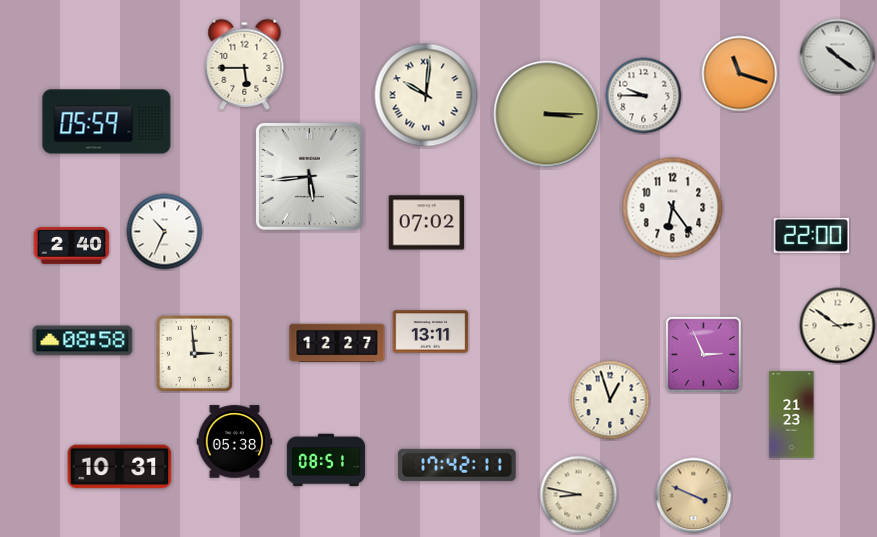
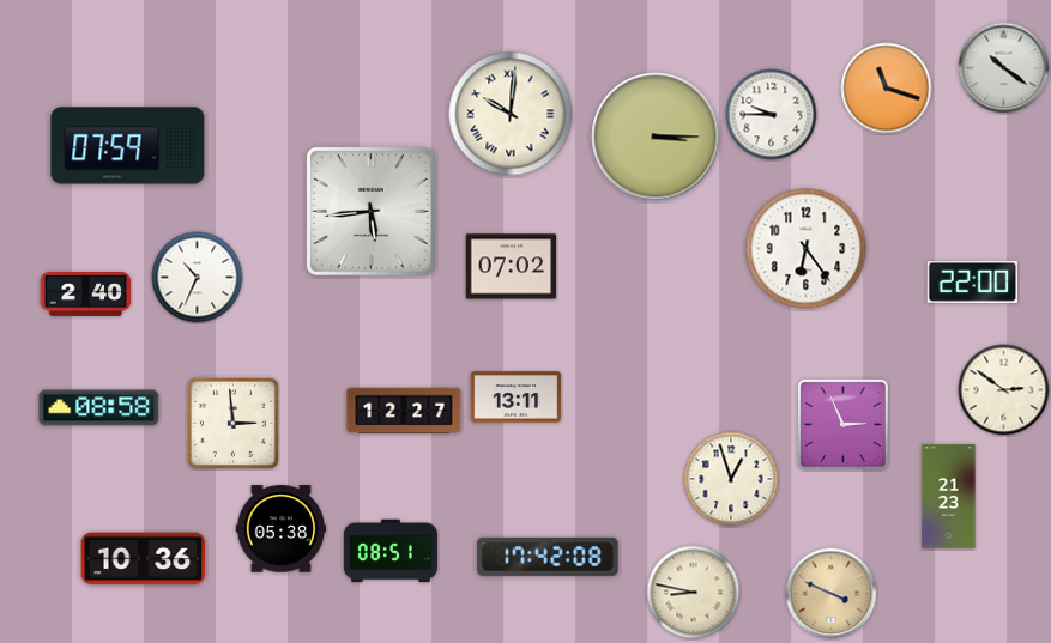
clock at (245, 64): 5:45 -> none
clock at (107, 122): 05:59 -> 07:59
clock at (457, 465): 17:42:11 -> 17:42:08
clock at (120, 467): 10:31 -> 10:36
